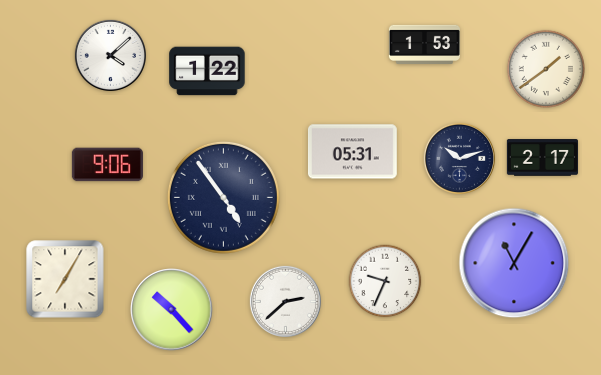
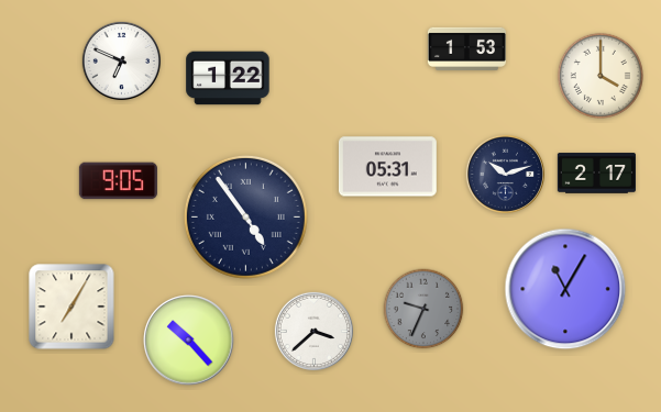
clock at (110, 55): 4:08 -> 6:49
clock at (546, 69): 1:39 -> 4:00
clock at (107, 165): 9:06 -> 9:05
clock at (385, 281) dial: white -> grey
clock at (285, 301): 2:38 -> 3:38
